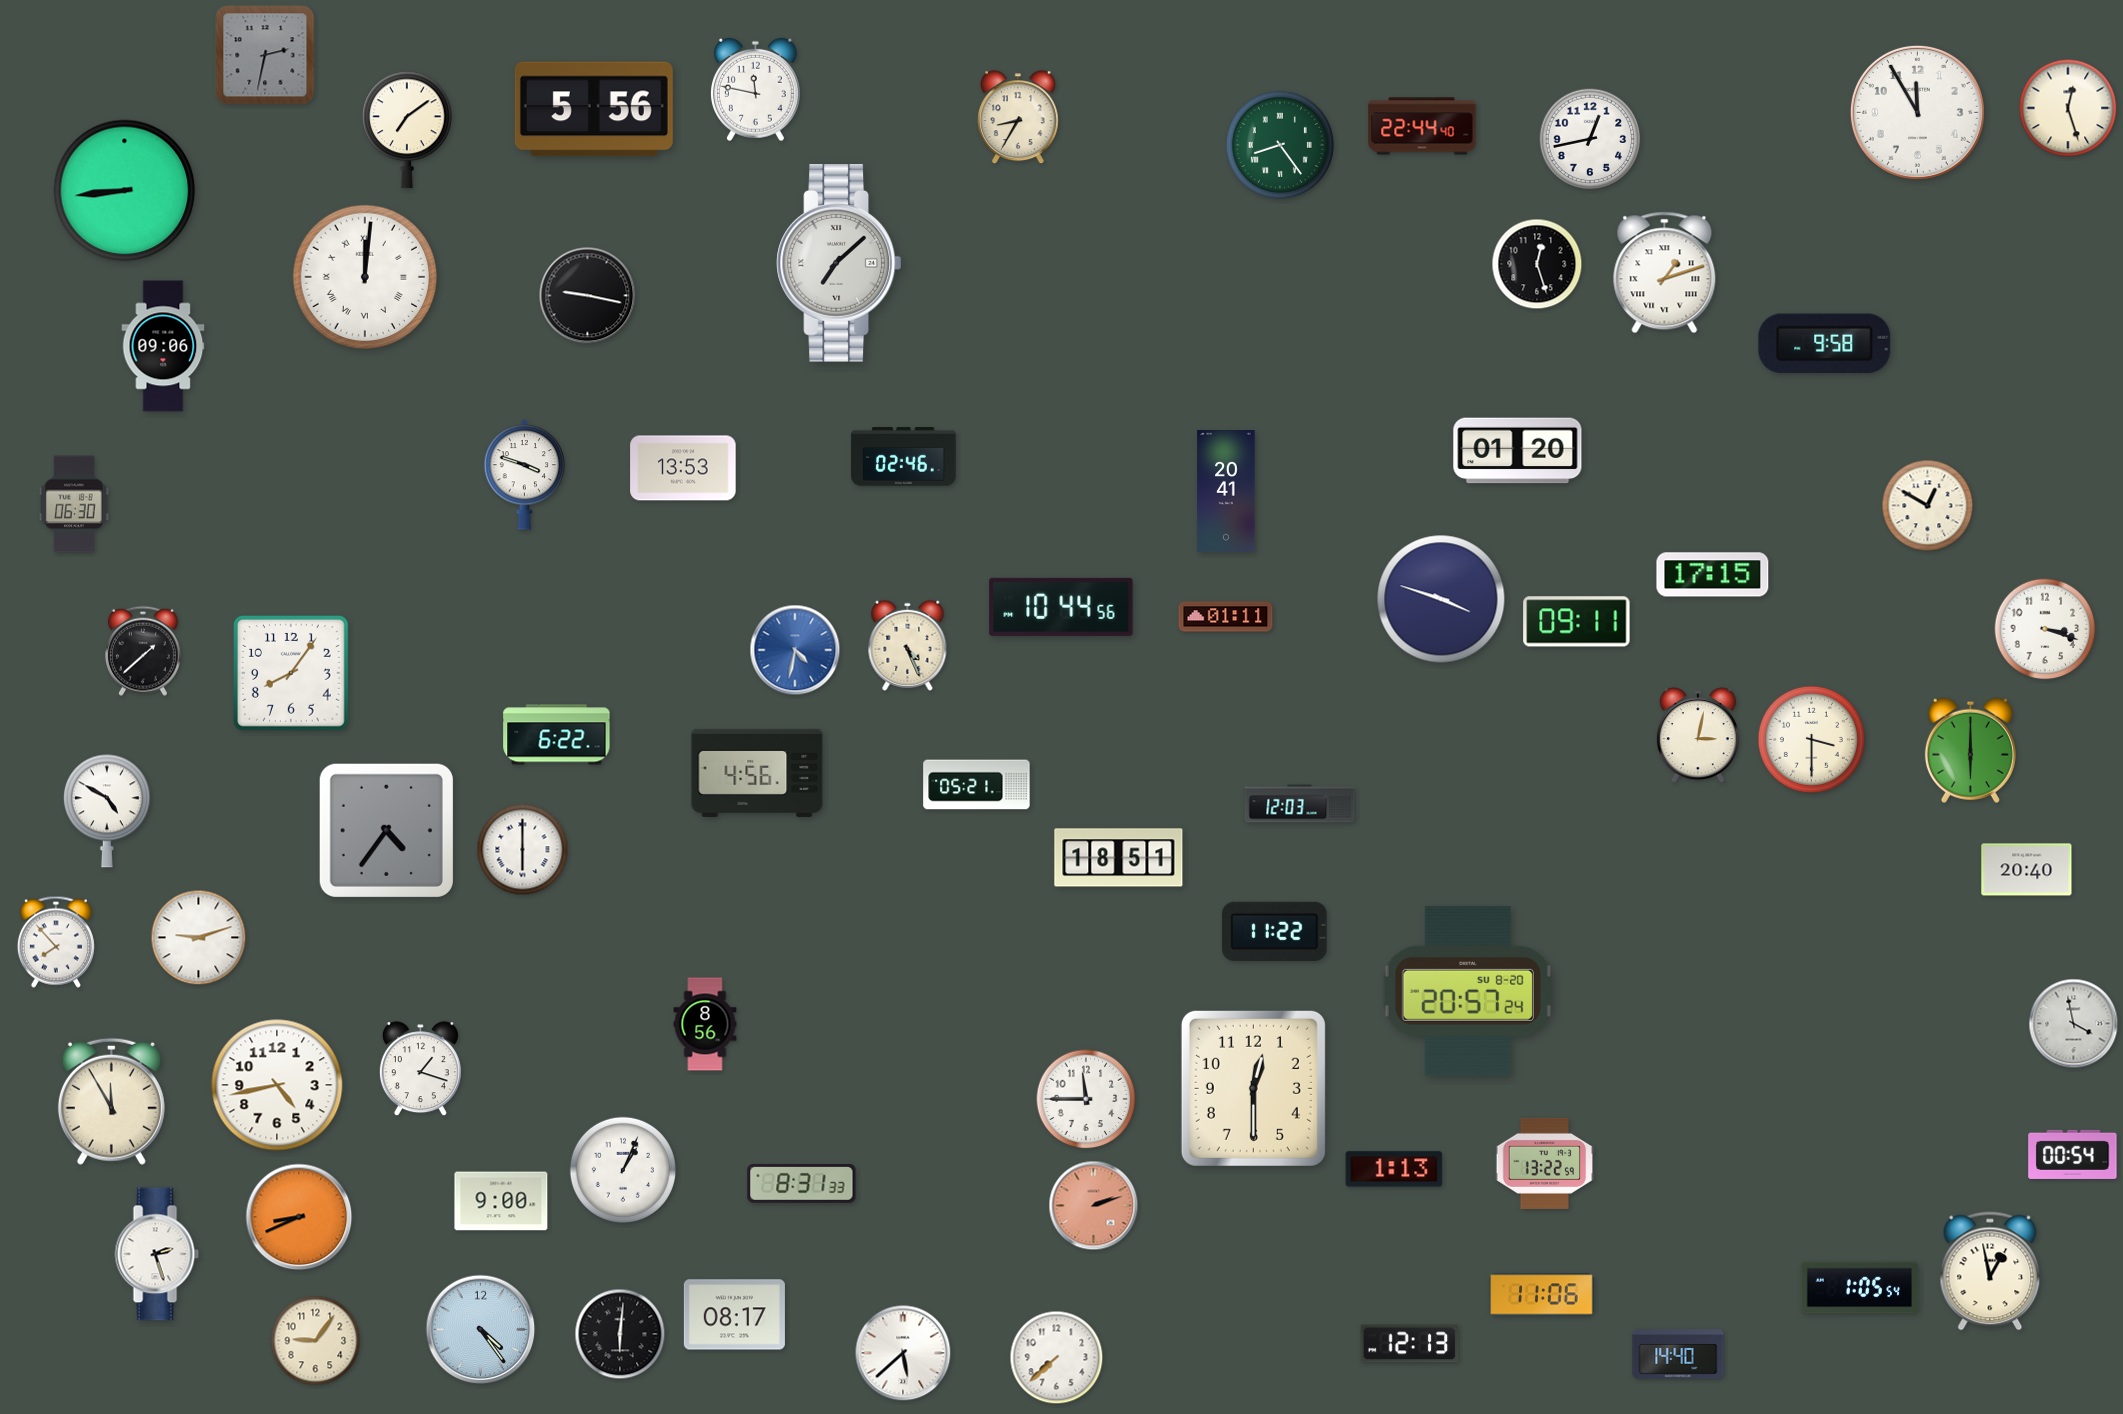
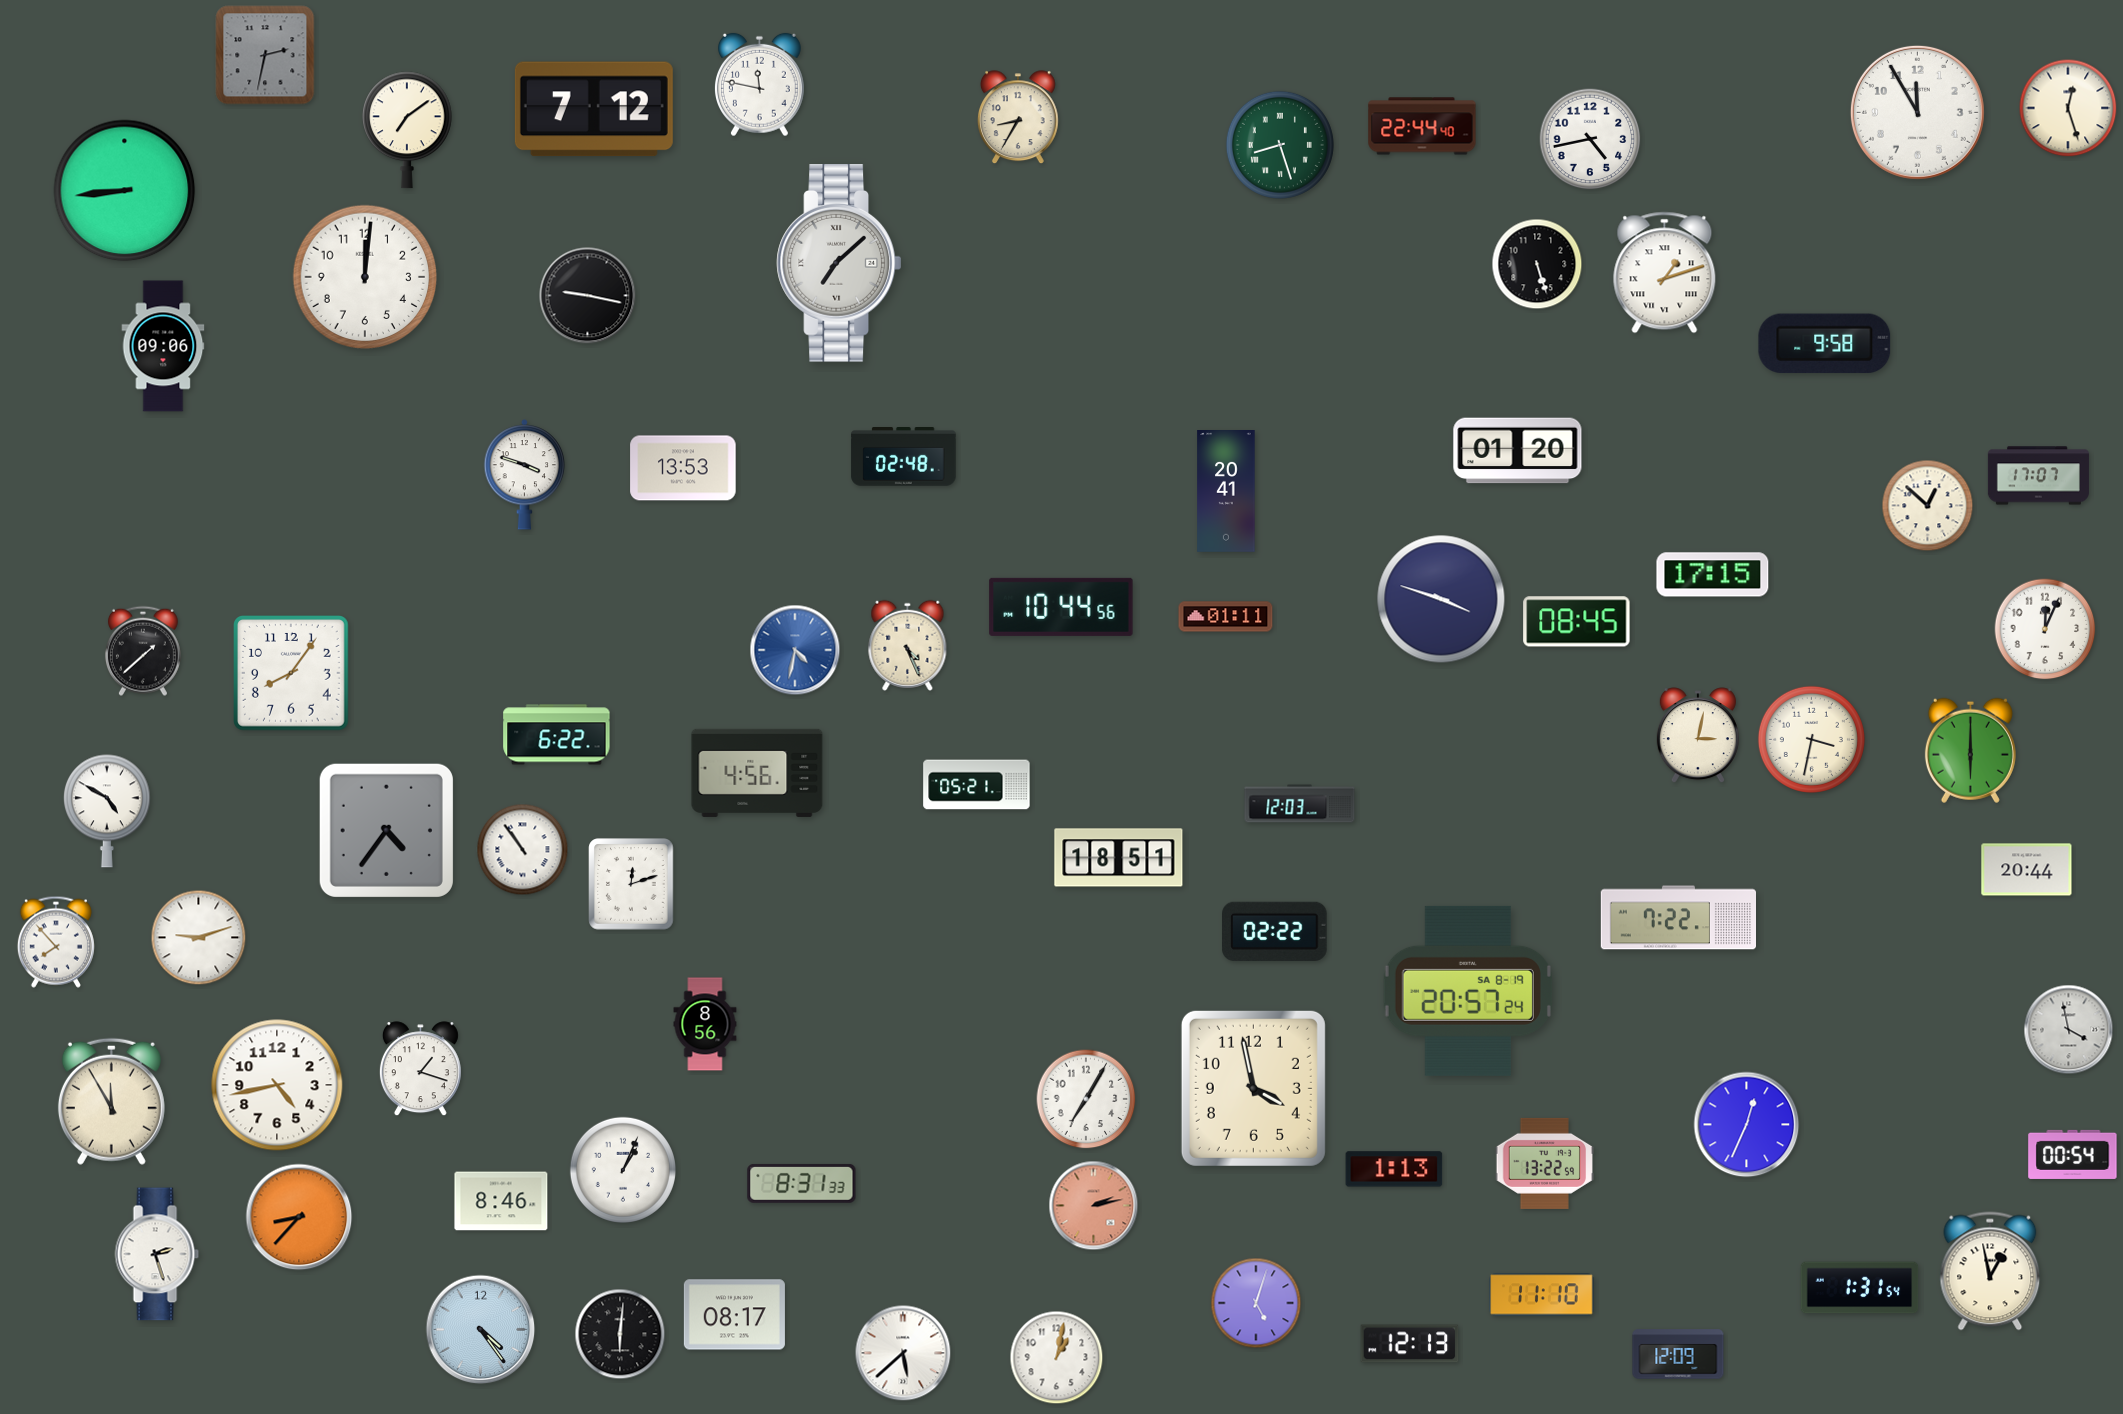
clock at (755, 90) position: (755, 90) -> (759, 85)
clock at (594, 109): 5:56 -> 7:12
clock at (1590, 139): 12:43 -> 4:43
clock at (1280, 145): 8:24 -> 8:27
clock at (1537, 264): 12:27 -> 5:27
clock at (365, 277) numerals: Roman -> Arabic
clock at (904, 457): 02:46 -> 02:48
clock at (2038, 476): none -> 17:07
clock at (74, 504): 06:30 -> none
clock at (1928, 506): 12:50 -> 12:52
clock at (1577, 622): 09:11 -> 08:45
clock at (2045, 629): 3:18 -> 12:04
clock at (1811, 739): 3:30 -> 3:32
clock at (523, 850): 6:00 -> 10:54
clock at (2027, 870): 20:40 -> 20:44
clock at (631, 884): none -> 12:12
clock at (1678, 918): none -> 7:22
clock at (1275, 931): 11:22 -> 02:22
clock at (1468, 991) date: SU 8-20 -> SA 8-19
clock at (2074, 1024) position: (2074, 1024) -> (2069, 1030)
clock at (1253, 1088): 12:30 -> 3:58
clock at (1086, 1099): 11:45 -> 7:05
clock at (1747, 1125): none -> 12:34
clock at (501, 1201): 9:00 -> 8:46
clock at (1094, 1206): 2:12 -> 2:13
clock at (299, 1217): 8:41 -> 8:37
clock at (1860, 1288): 1:05 -> 1:31
clock at (1542, 1295): 11:06 -> 11:10
clock at (1256, 1303): none -> 5:03
clock at (316, 1341): 9:06 -> none
clock at (1678, 1354): 14:40 -> 12:09
clock at (1057, 1358): 7:38 -> 1:02
